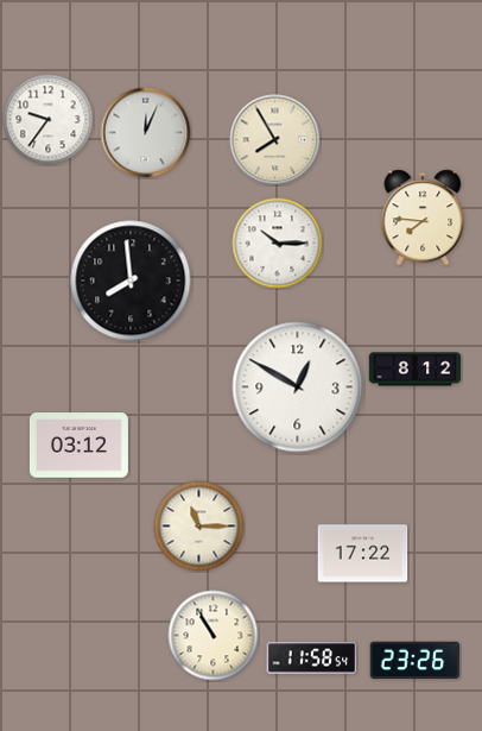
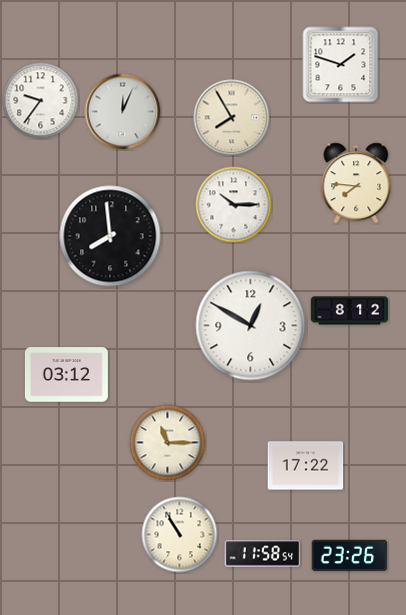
clock at (341, 65): none -> 1:48
